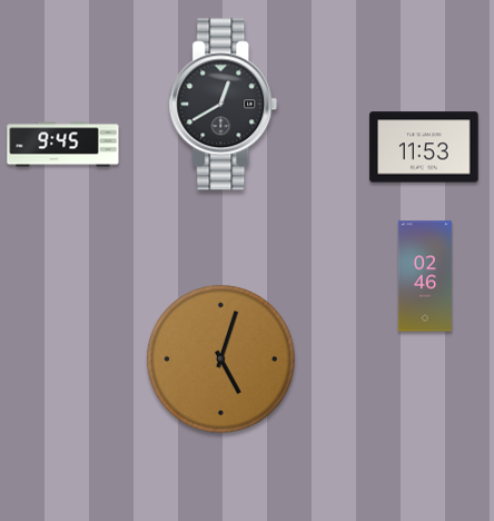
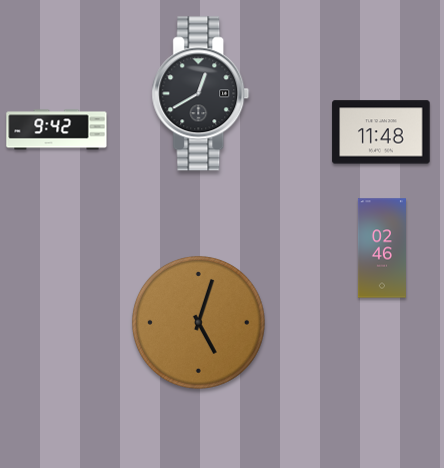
clock at (63, 145): 9:45 -> 9:42
clock at (424, 147): 11:53 -> 11:48
